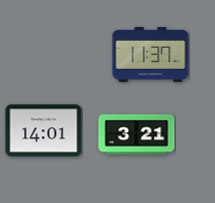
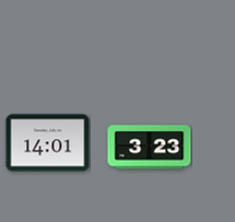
clock at (151, 54): 11:37 -> none
clock at (137, 135): 3:21 -> 3:23
